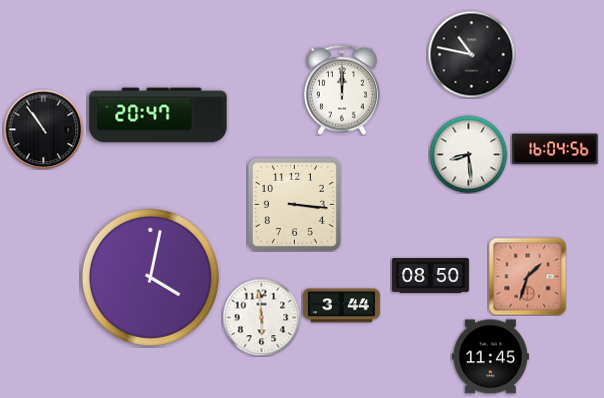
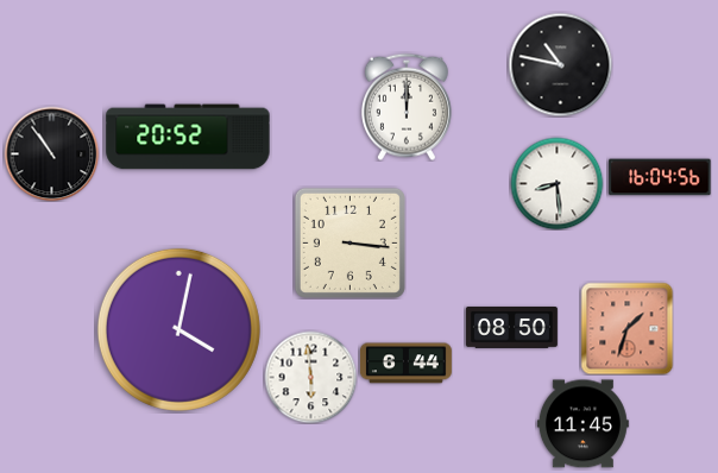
clock at (158, 115): 20:47 -> 20:52
clock at (341, 306): 3:44 -> 6:44
